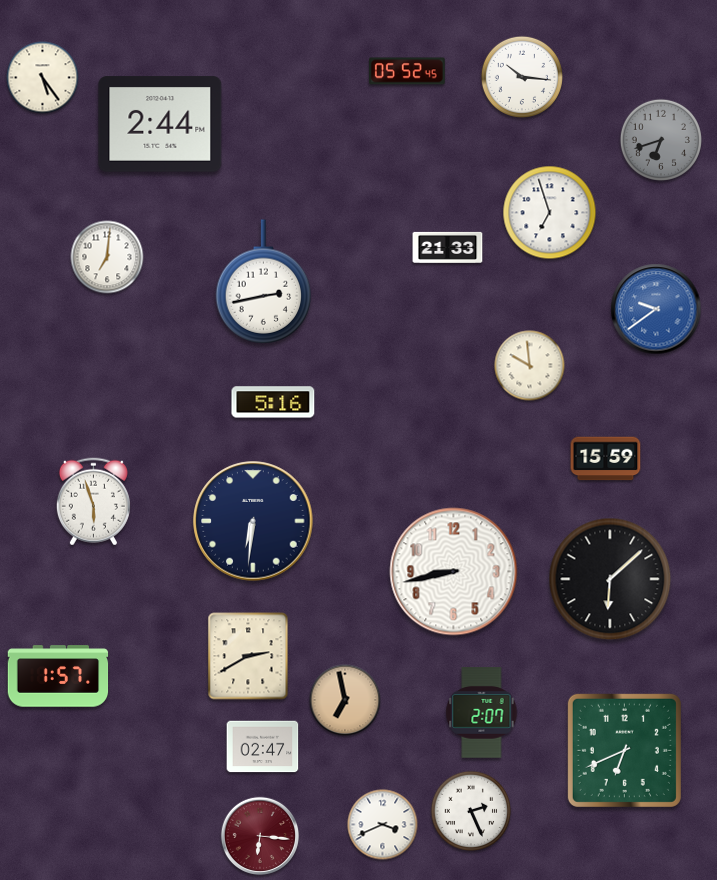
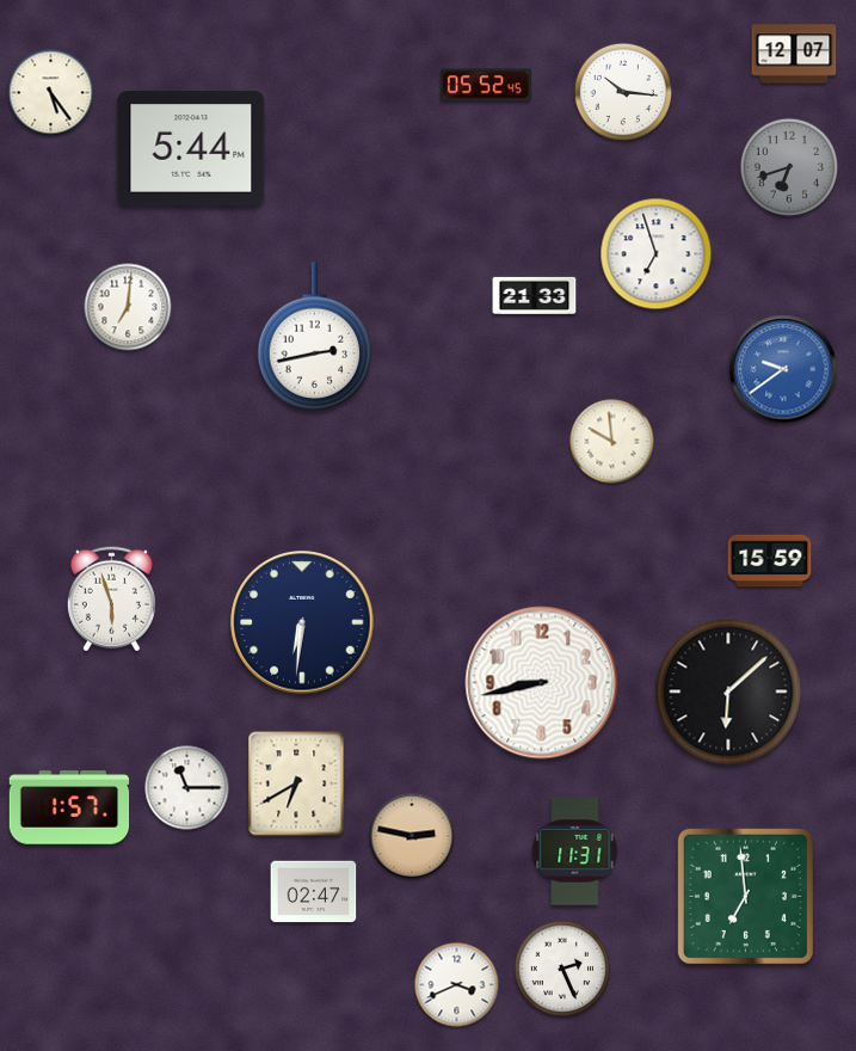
clock at (794, 54): none -> 12:07
clock at (160, 124): 2:44 -> 5:44
clock at (530, 366) position: (530, 366) -> (612, 442)
clock at (273, 402): 5:16 -> none
clock at (606, 459) position: (606, 459) -> (770, 561)
clock at (248, 656): 2:40 -> 6:40
clock at (187, 788): none -> 11:15
clock at (345, 700): 6:58 -> 2:47
clock at (482, 713): 2:07 -> 11:31
clock at (624, 750): 6:41 -> 6:59
clock at (259, 835): 6:16 -> none
